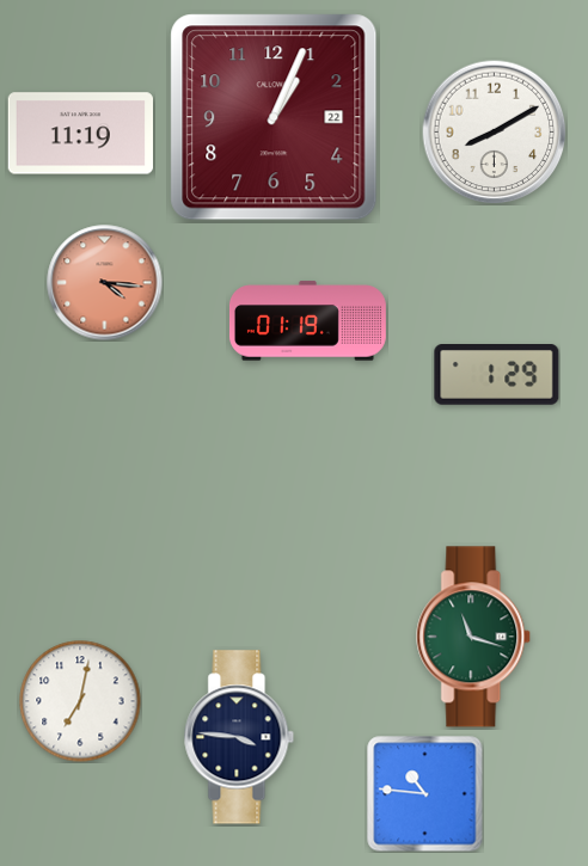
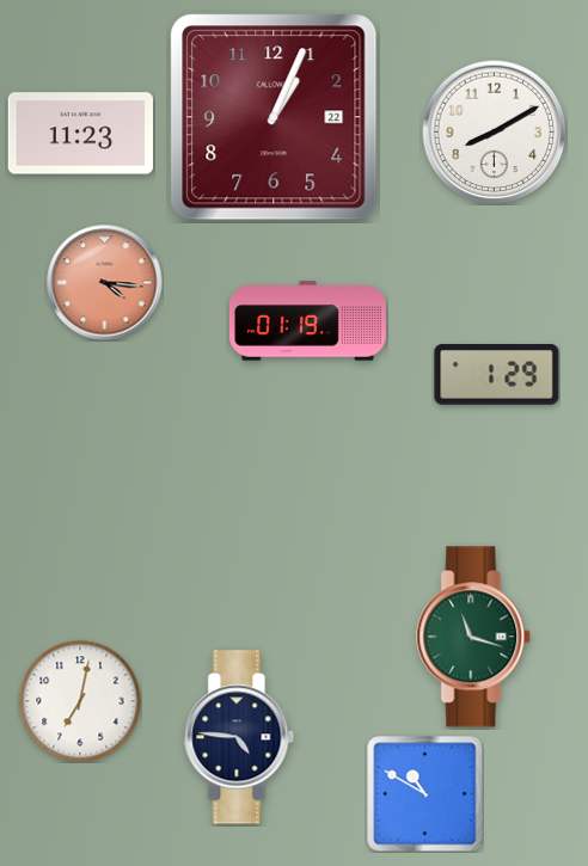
clock at (80, 134): 11:19 -> 11:23
clock at (239, 737): 3:46 -> 4:46
clock at (425, 794): 10:46 -> 10:50
